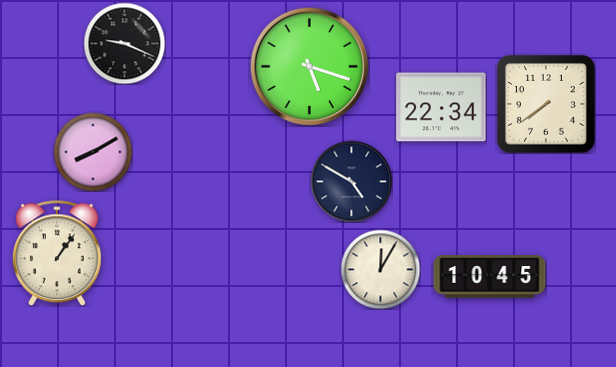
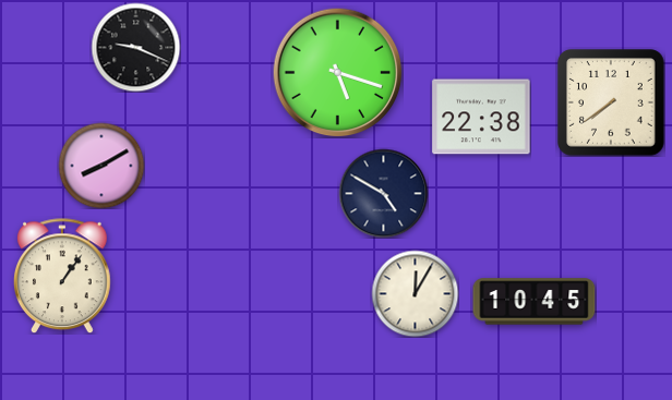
clock at (547, 105) position: (547, 105) -> (612, 104)
clock at (441, 107): 22:34 -> 22:38
clock at (351, 181) position: (351, 181) -> (383, 193)
